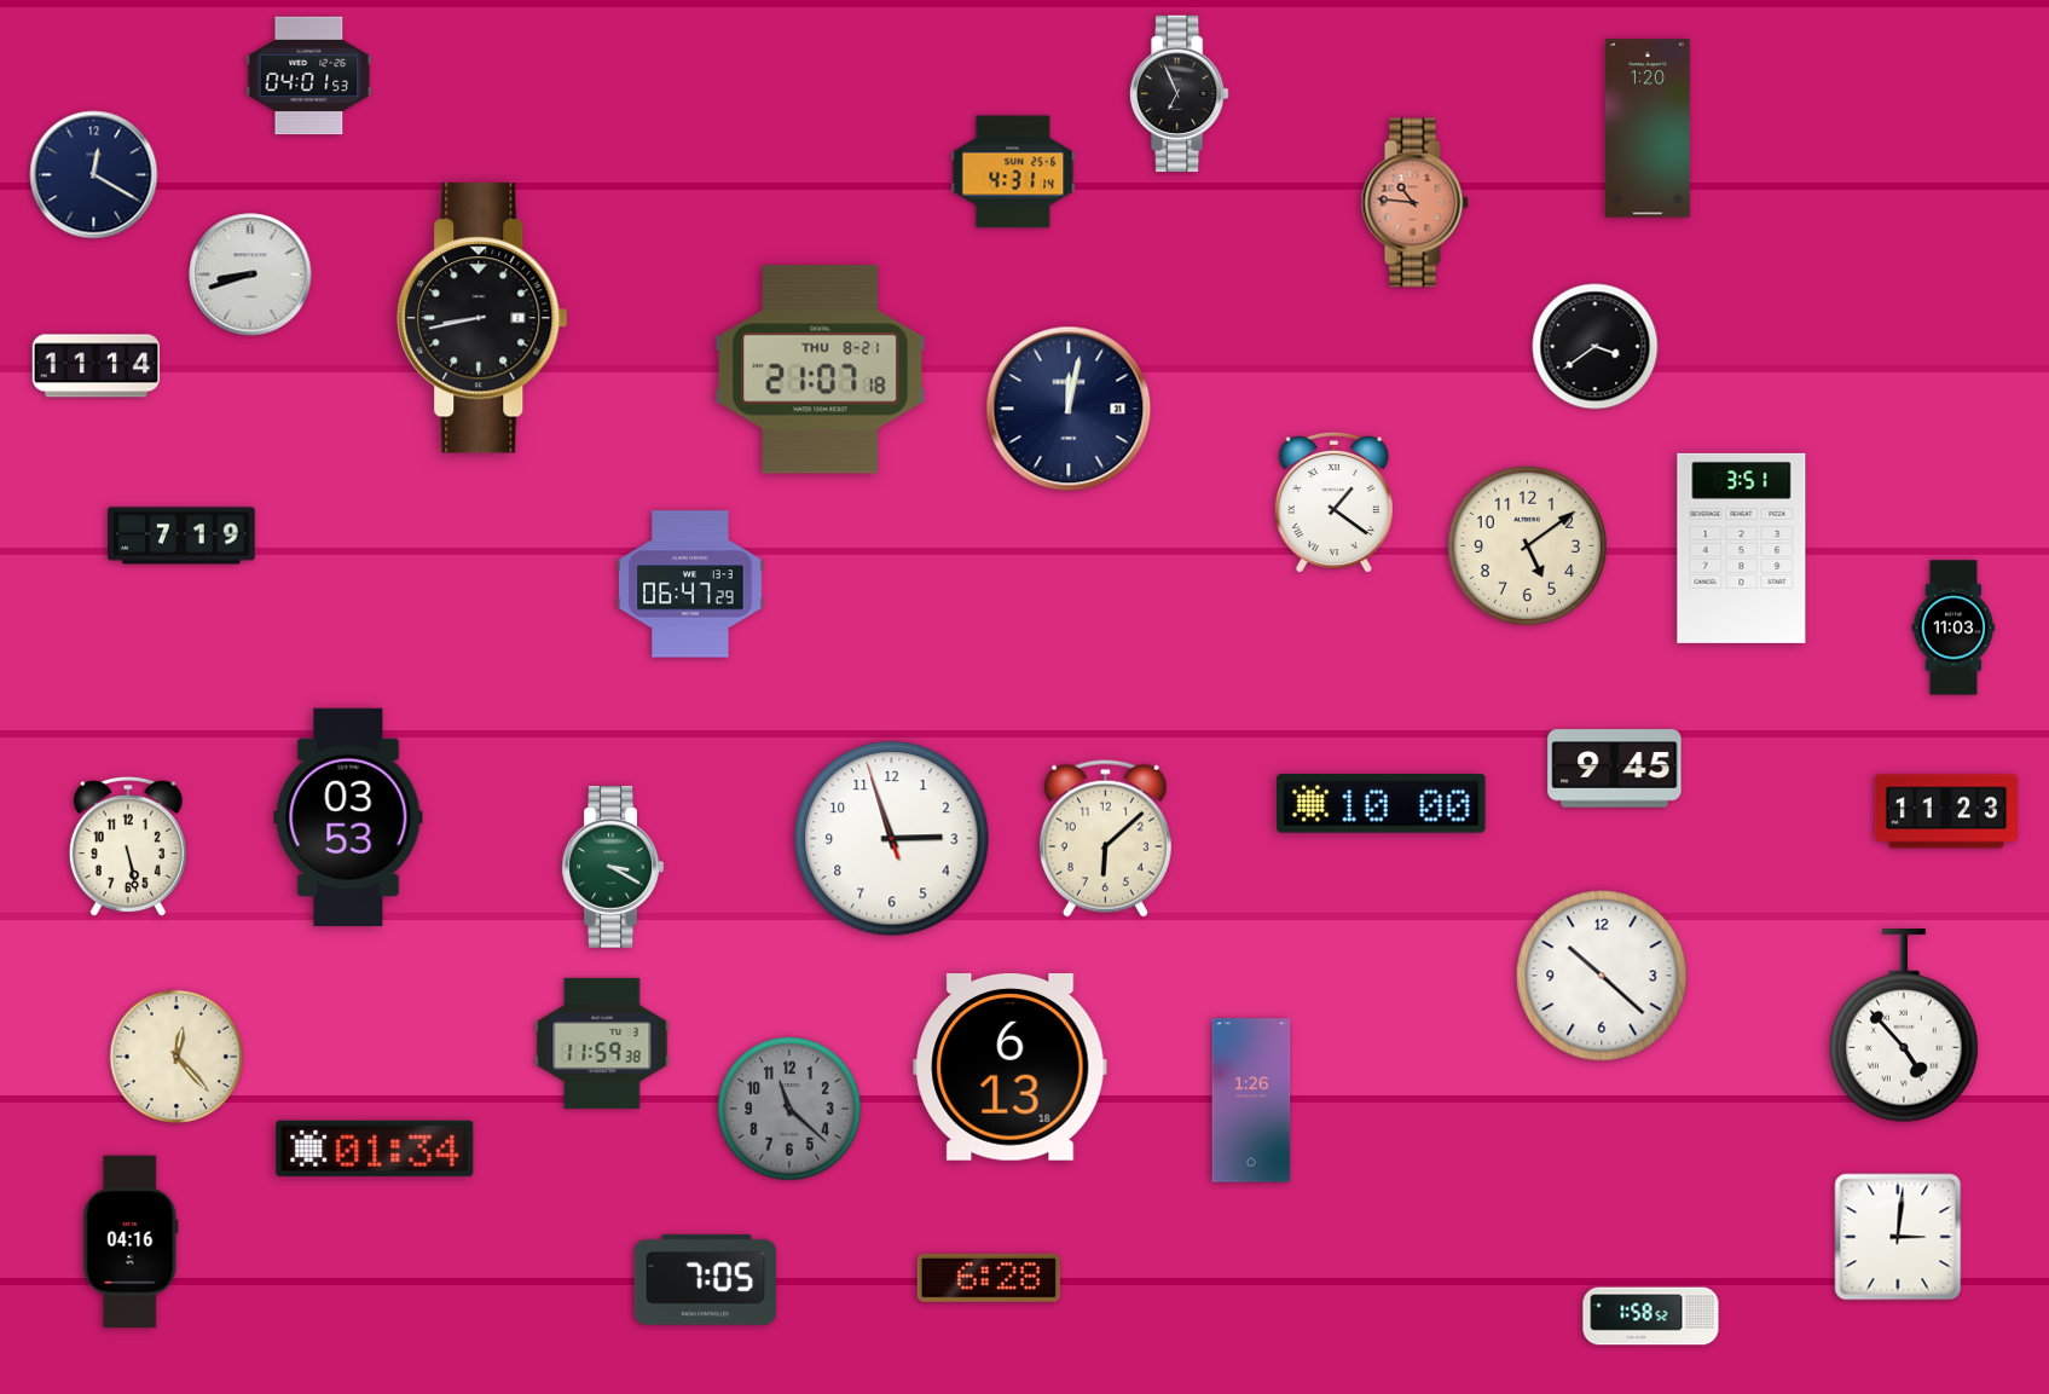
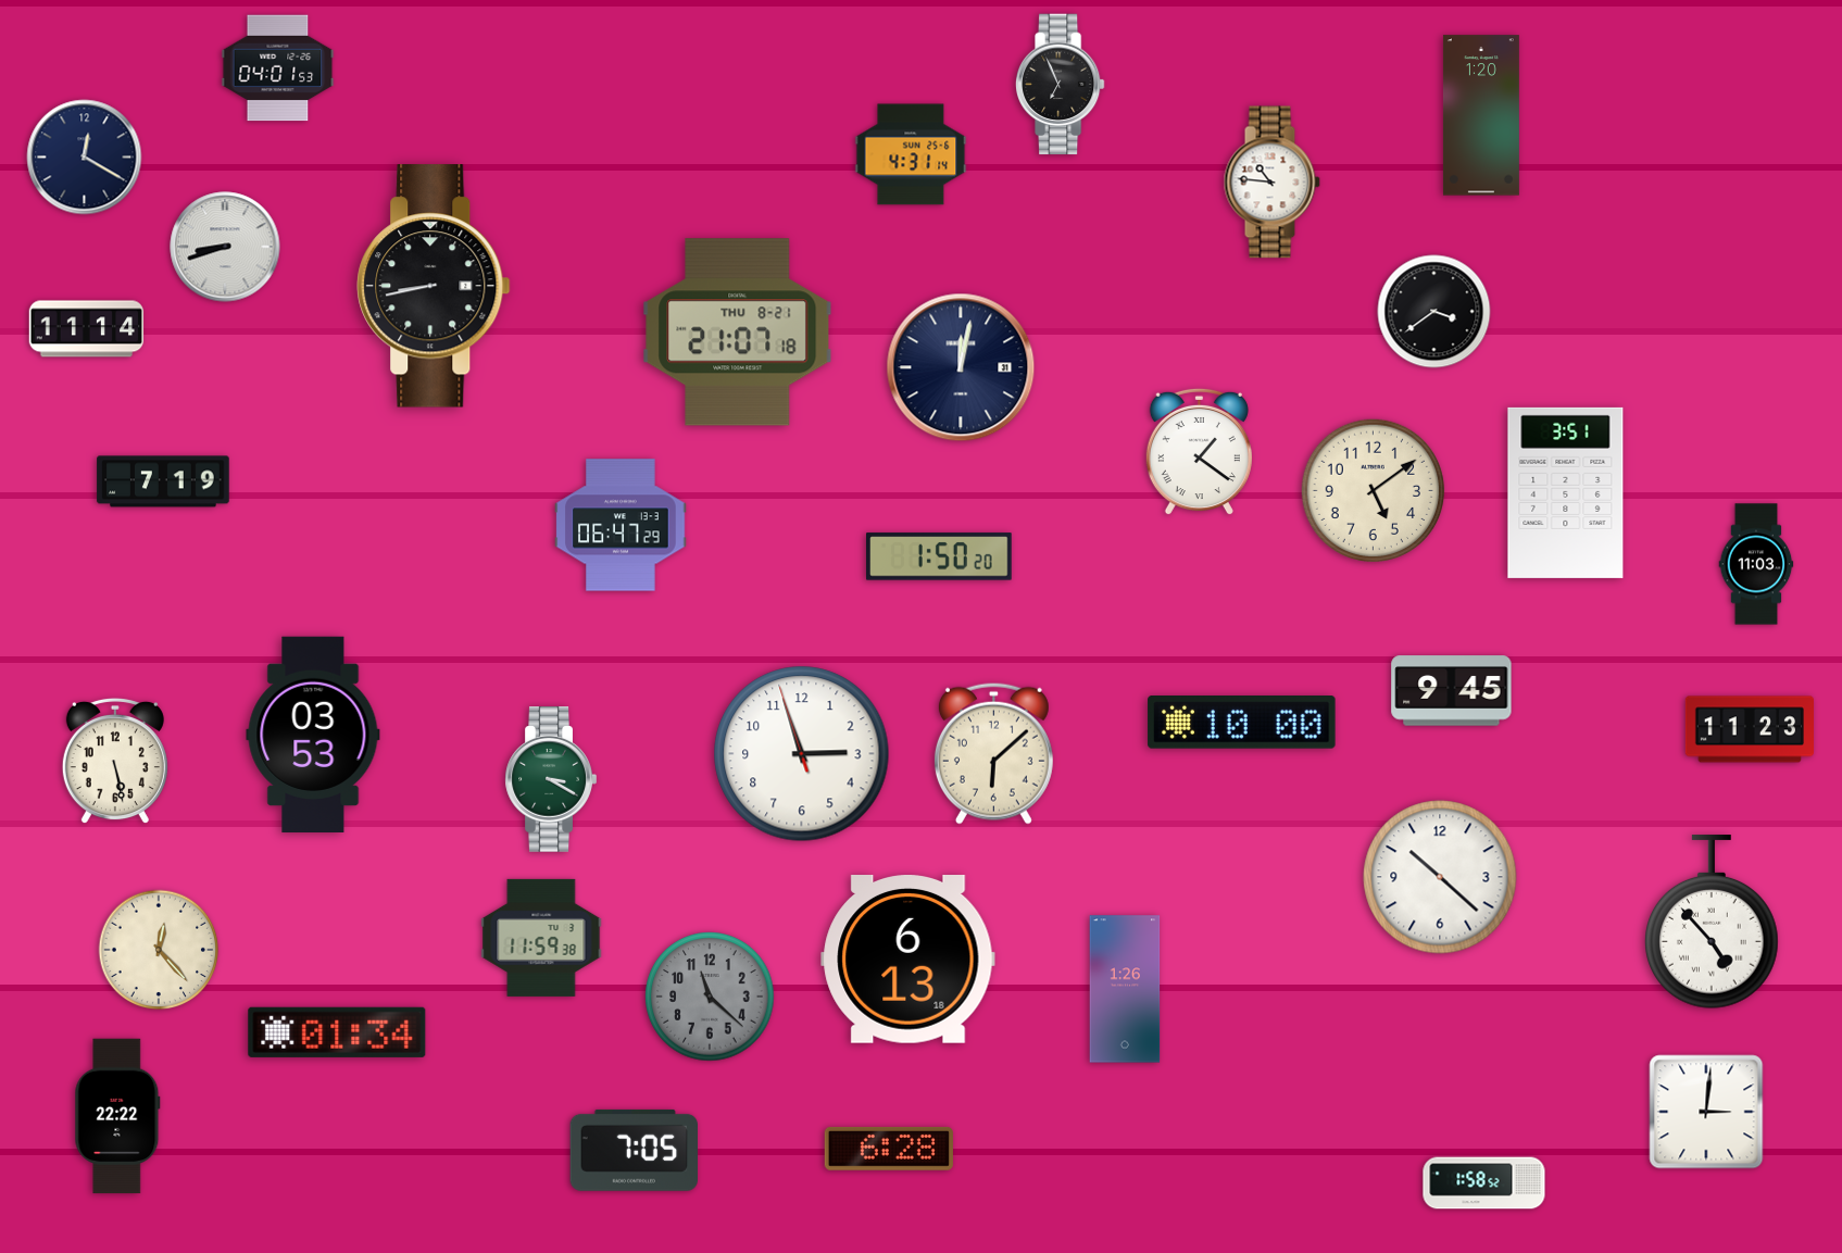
clock at (1414, 203) dial: salmon -> white
clock at (940, 556): none -> 1:50
clock at (131, 1242): 04:16 -> 22:22
